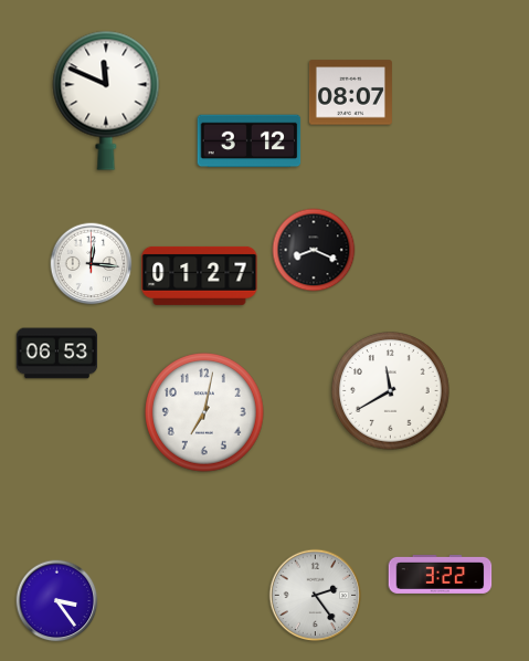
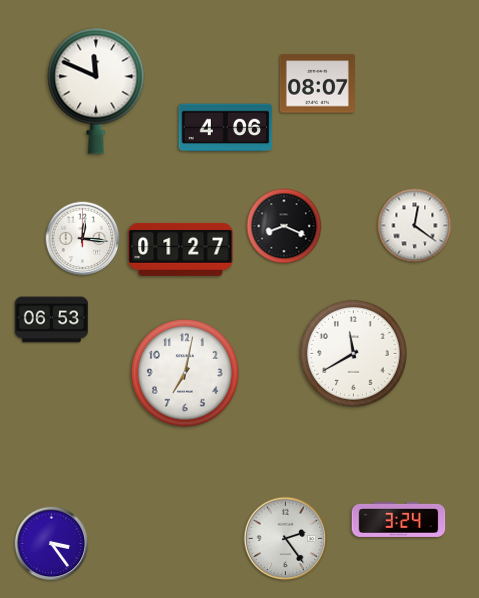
clock at (250, 141): 3:12 -> 4:06
clock at (415, 226): none -> 12:21
clock at (441, 574): 3:22 -> 3:24
